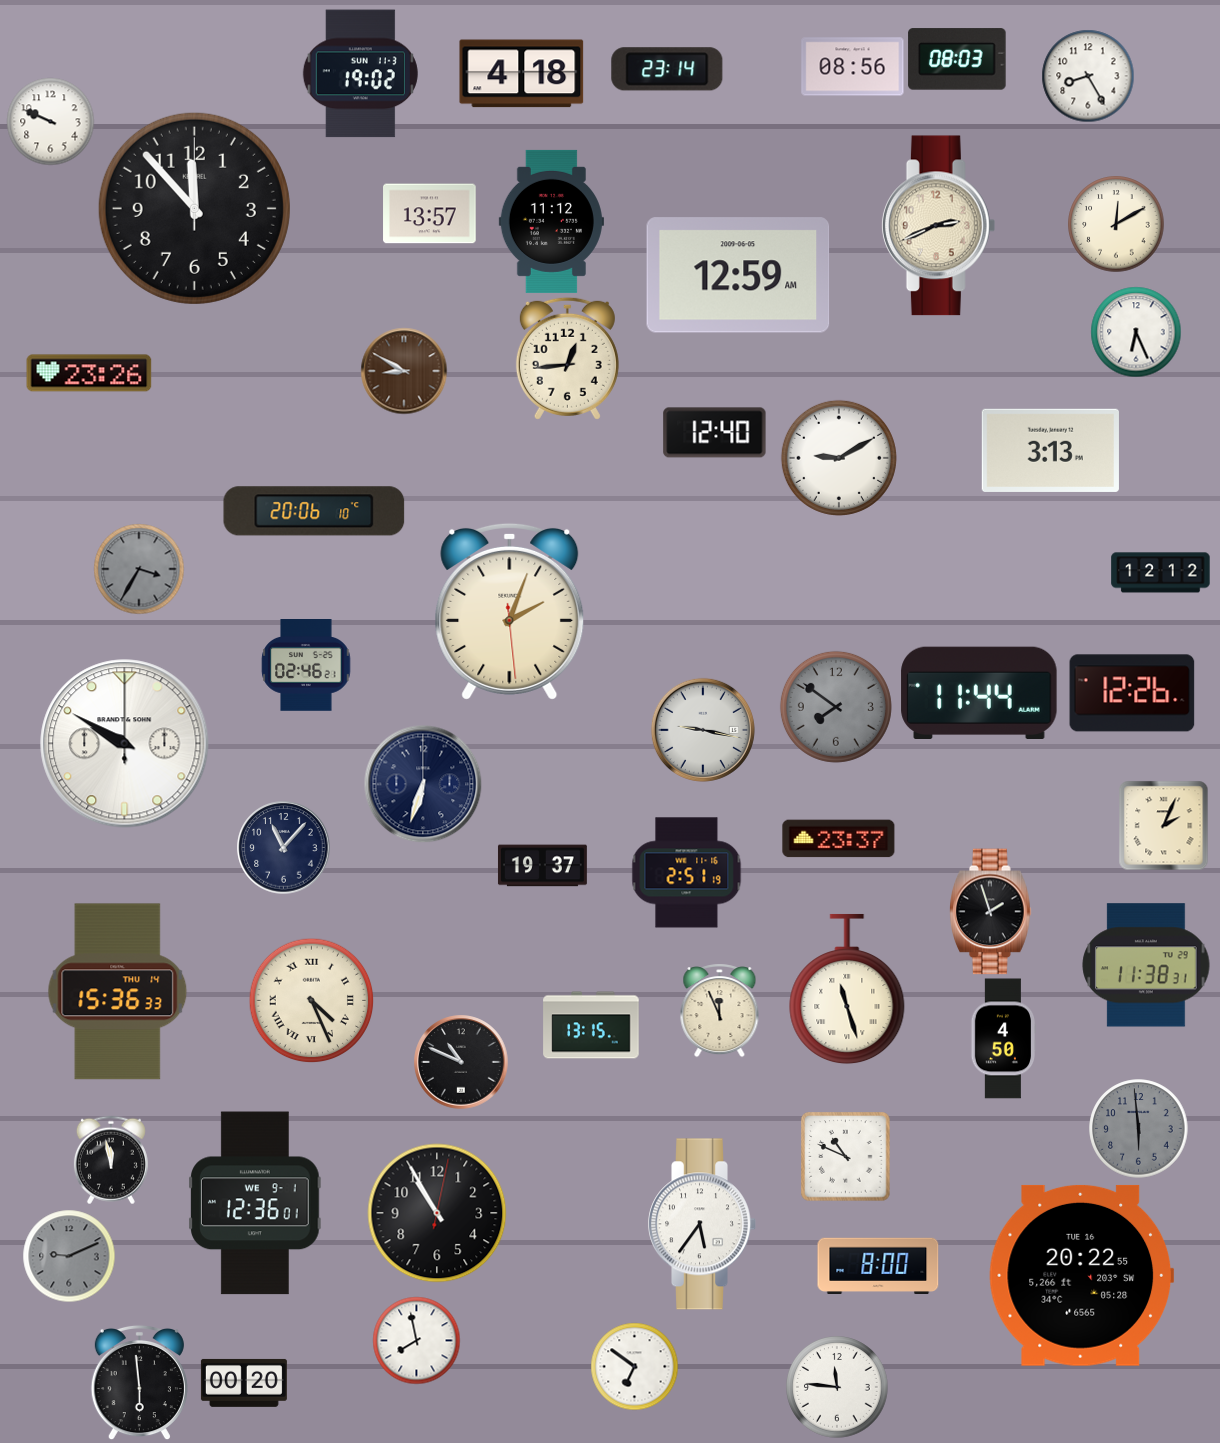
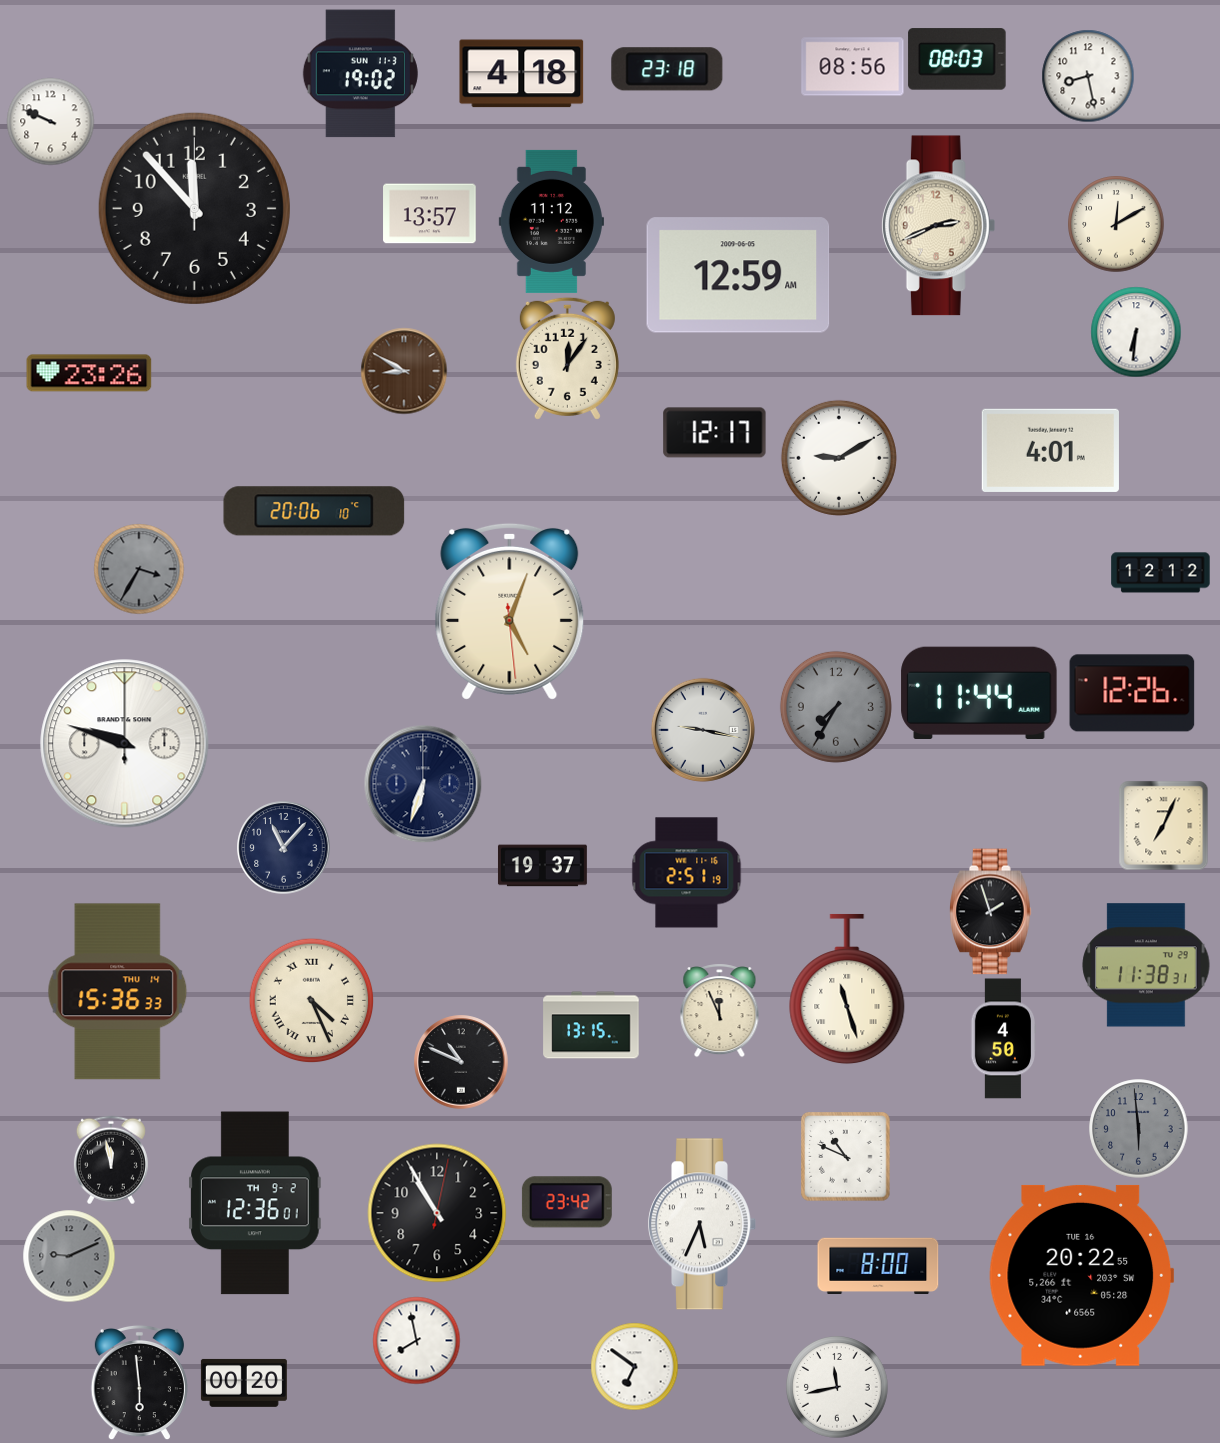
clock at (667, 69): 23:14 -> 23:18
clock at (1088, 76): 8:25 -> 8:28
clock at (1136, 332): 6:26 -> 6:31
clock at (567, 358): 12:44 -> 12:06
clock at (715, 433): 12:40 -> 12:17
clock at (1050, 450): 3:13 -> 4:01
clock at (510, 611): 2:03 -> 5:03
clock at (306, 666): 02:46 -> none
clock at (836, 707): 7:51 -> 7:35
clock at (125, 744): 9:50 -> 9:48
clock at (1163, 825): 2:04 -> 7:04
clock at (839, 839): 23:37 -> none
clock at (567, 1202): none -> 23:42
clock at (256, 1203) date: WE 9-1 -> TH 9-2
clock at (702, 1224): 5:36 -> 5:34
clock at (838, 1388): 11:46 -> 11:43
